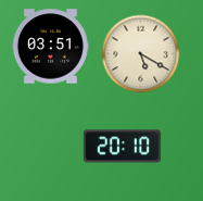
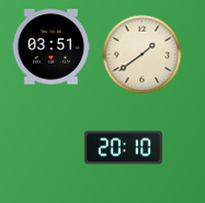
clock at (141, 54): 5:20 -> 1:39
